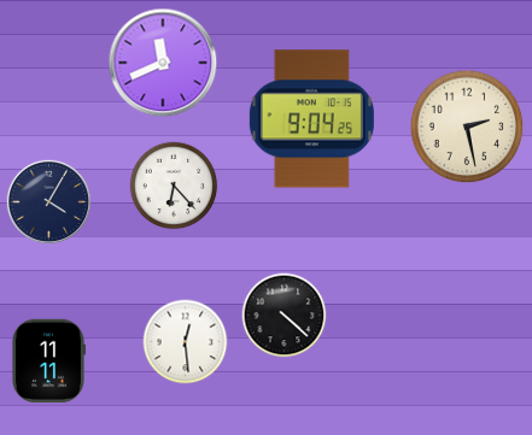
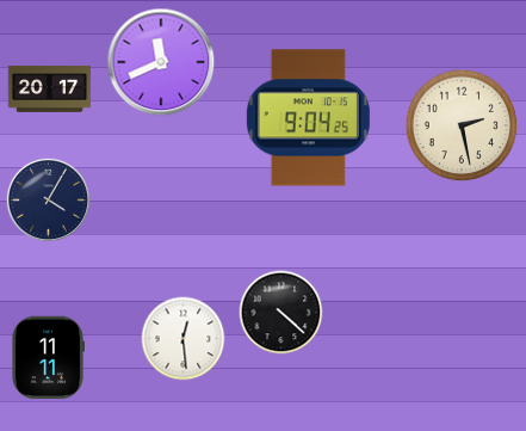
clock at (50, 90): none -> 20:17
clock at (174, 186): 6:23 -> none
